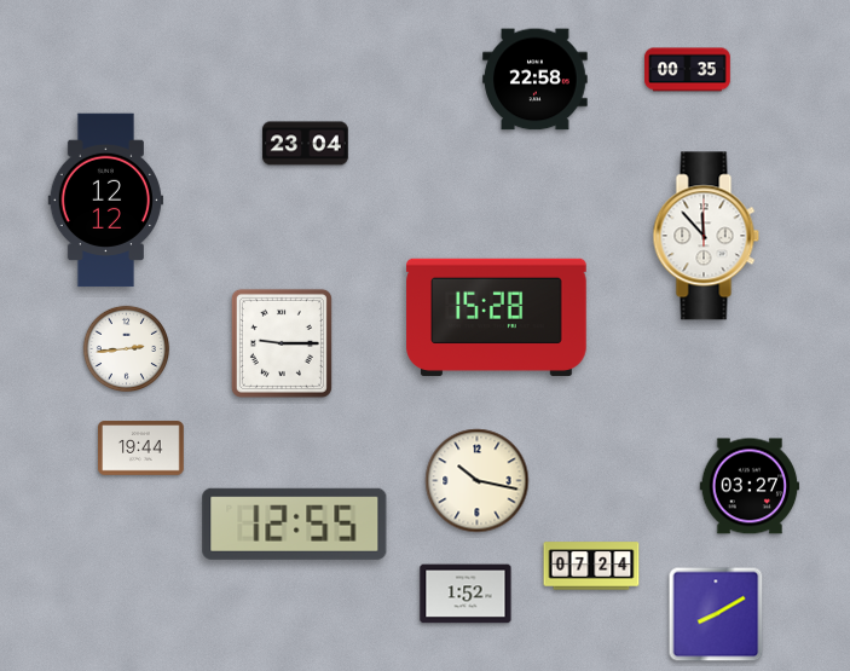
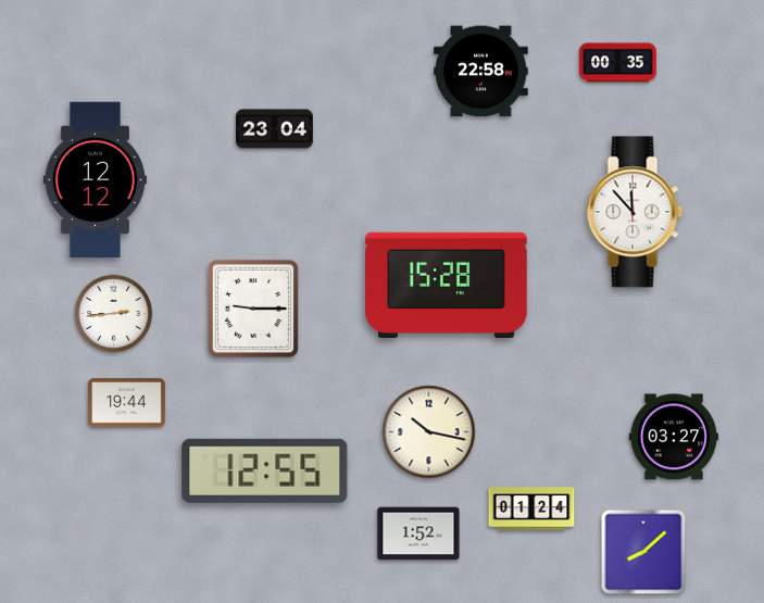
clock at (591, 566): 07:24 -> 01:24
clock at (716, 614): 8:10 -> 8:08
